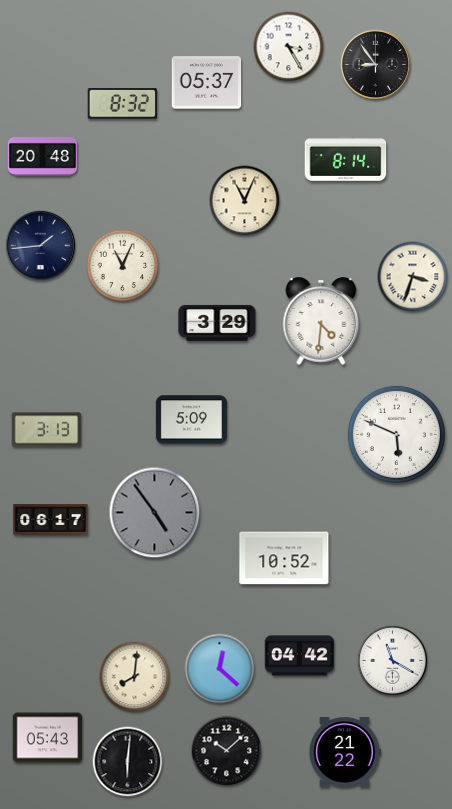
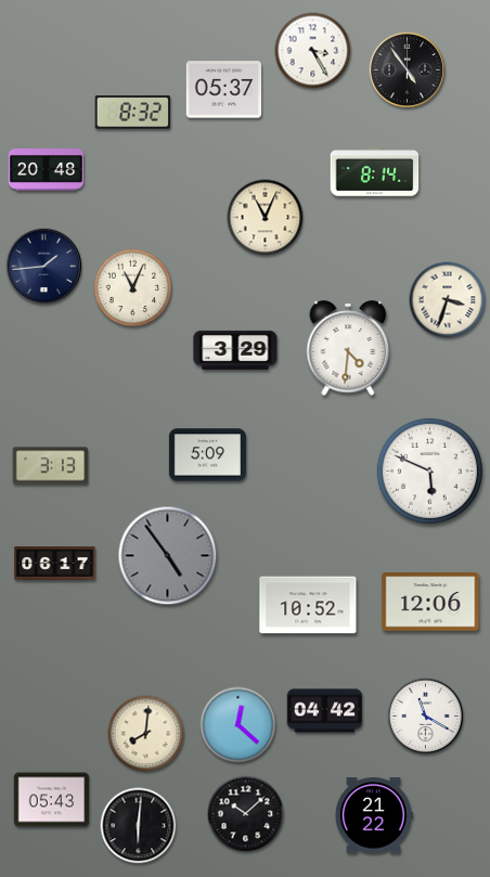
clock at (375, 64): 8:54 -> 4:54
clock at (430, 602): none -> 12:06
